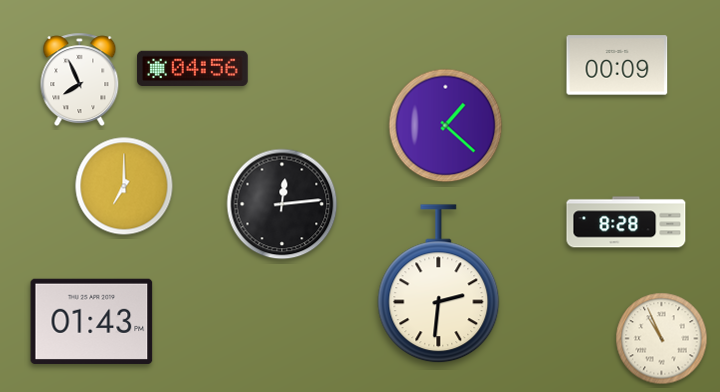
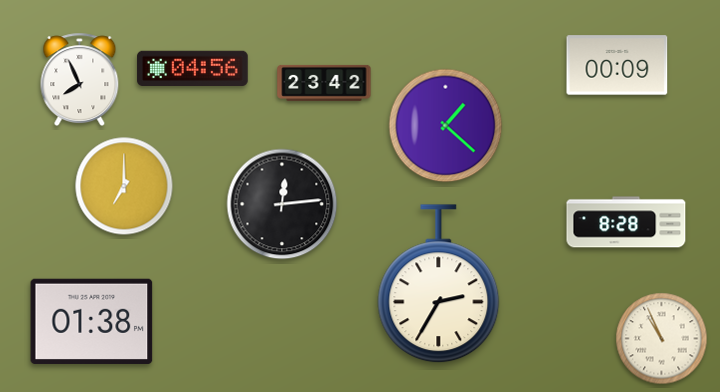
clock at (324, 83): none -> 23:42
clock at (439, 284): 2:31 -> 2:35
clock at (92, 321): 01:43 -> 01:38
